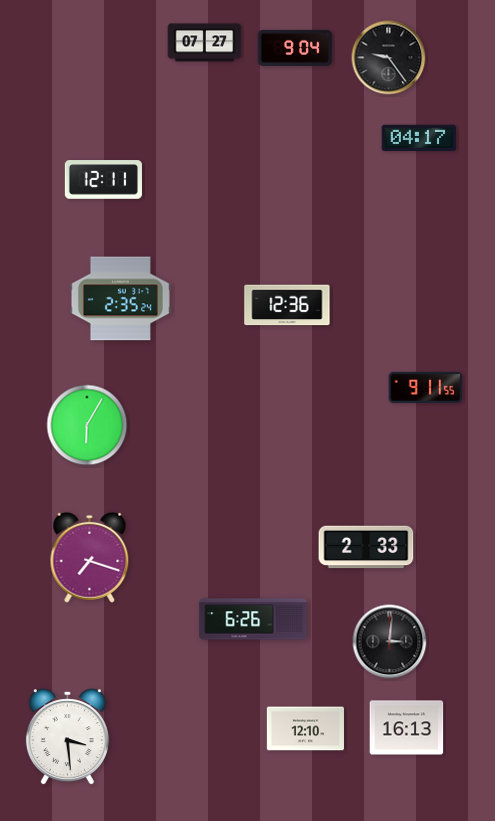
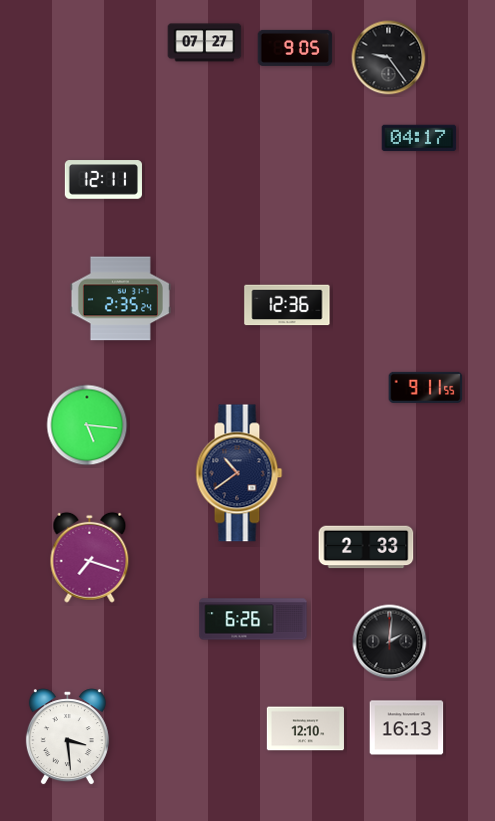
clock at (295, 48): 9:04 -> 9:05
clock at (87, 425): 6:05 -> 5:16
clock at (239, 473): none -> 10:39
clock at (390, 642): 3:01 -> 2:01
